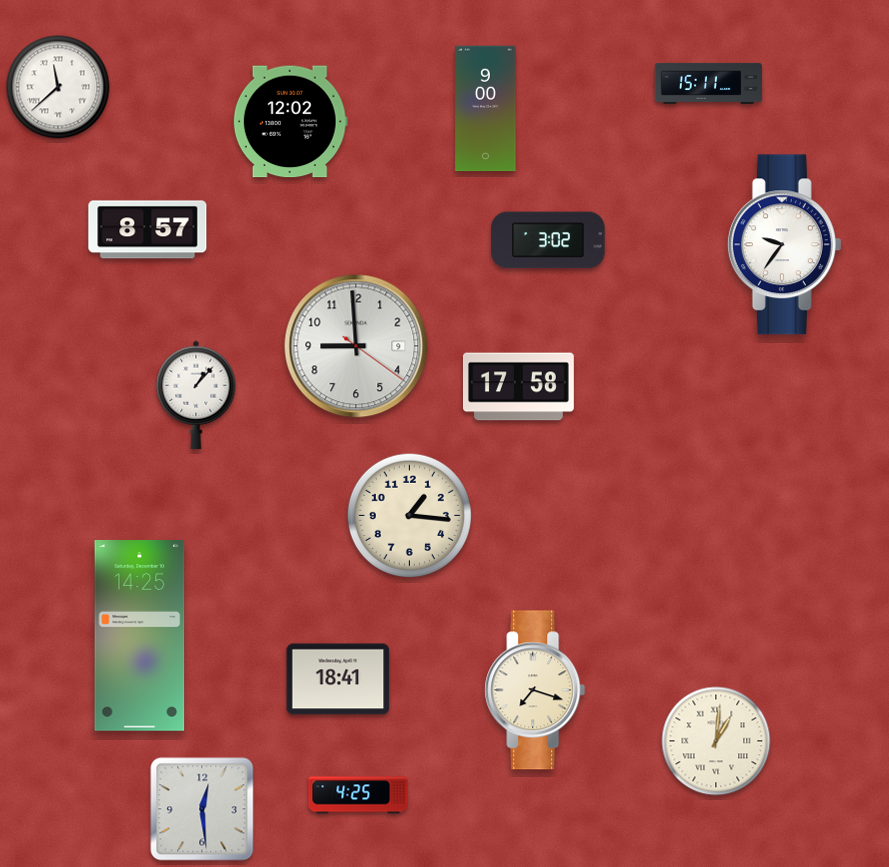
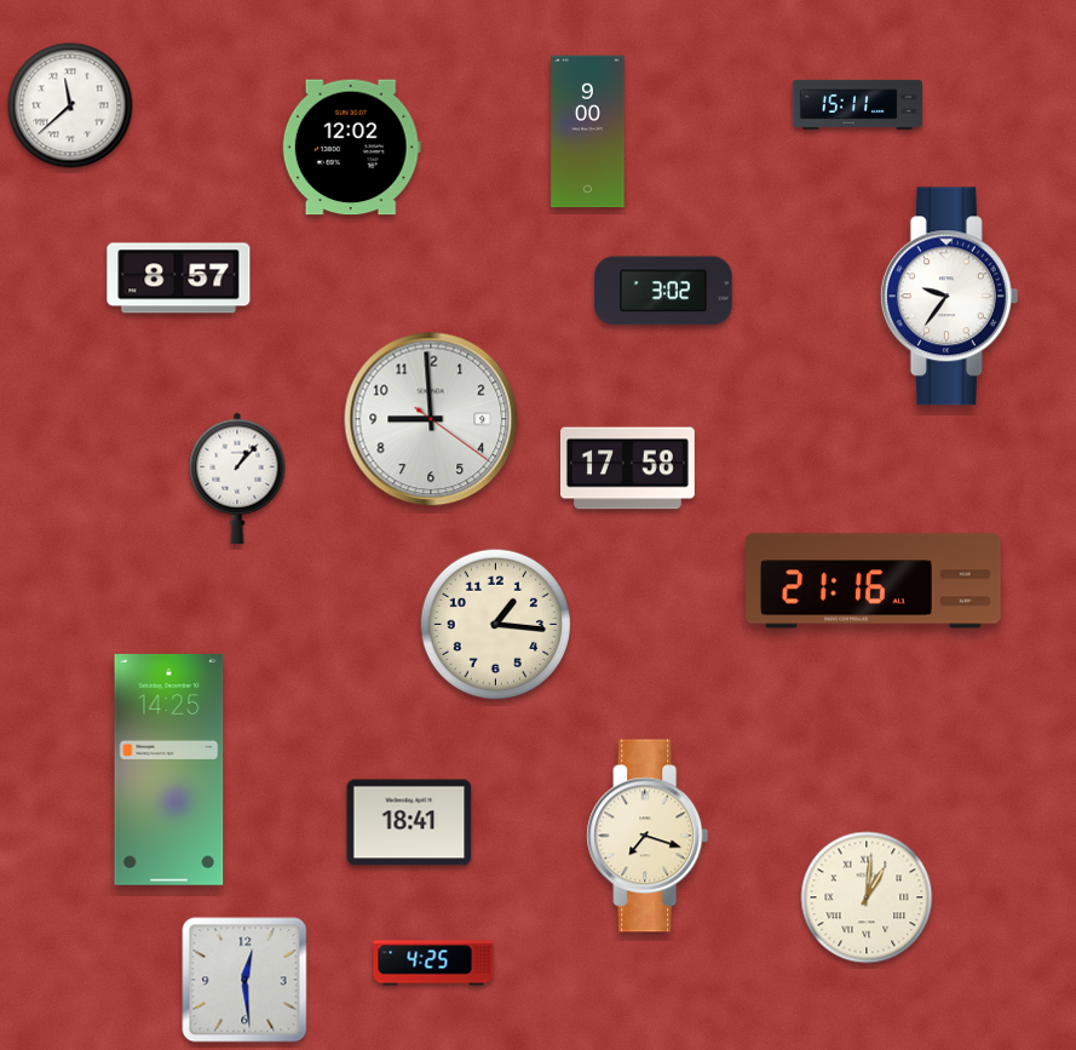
clock at (708, 83) position: (708, 83) -> (857, 104)
clock at (874, 581): none -> 21:16
